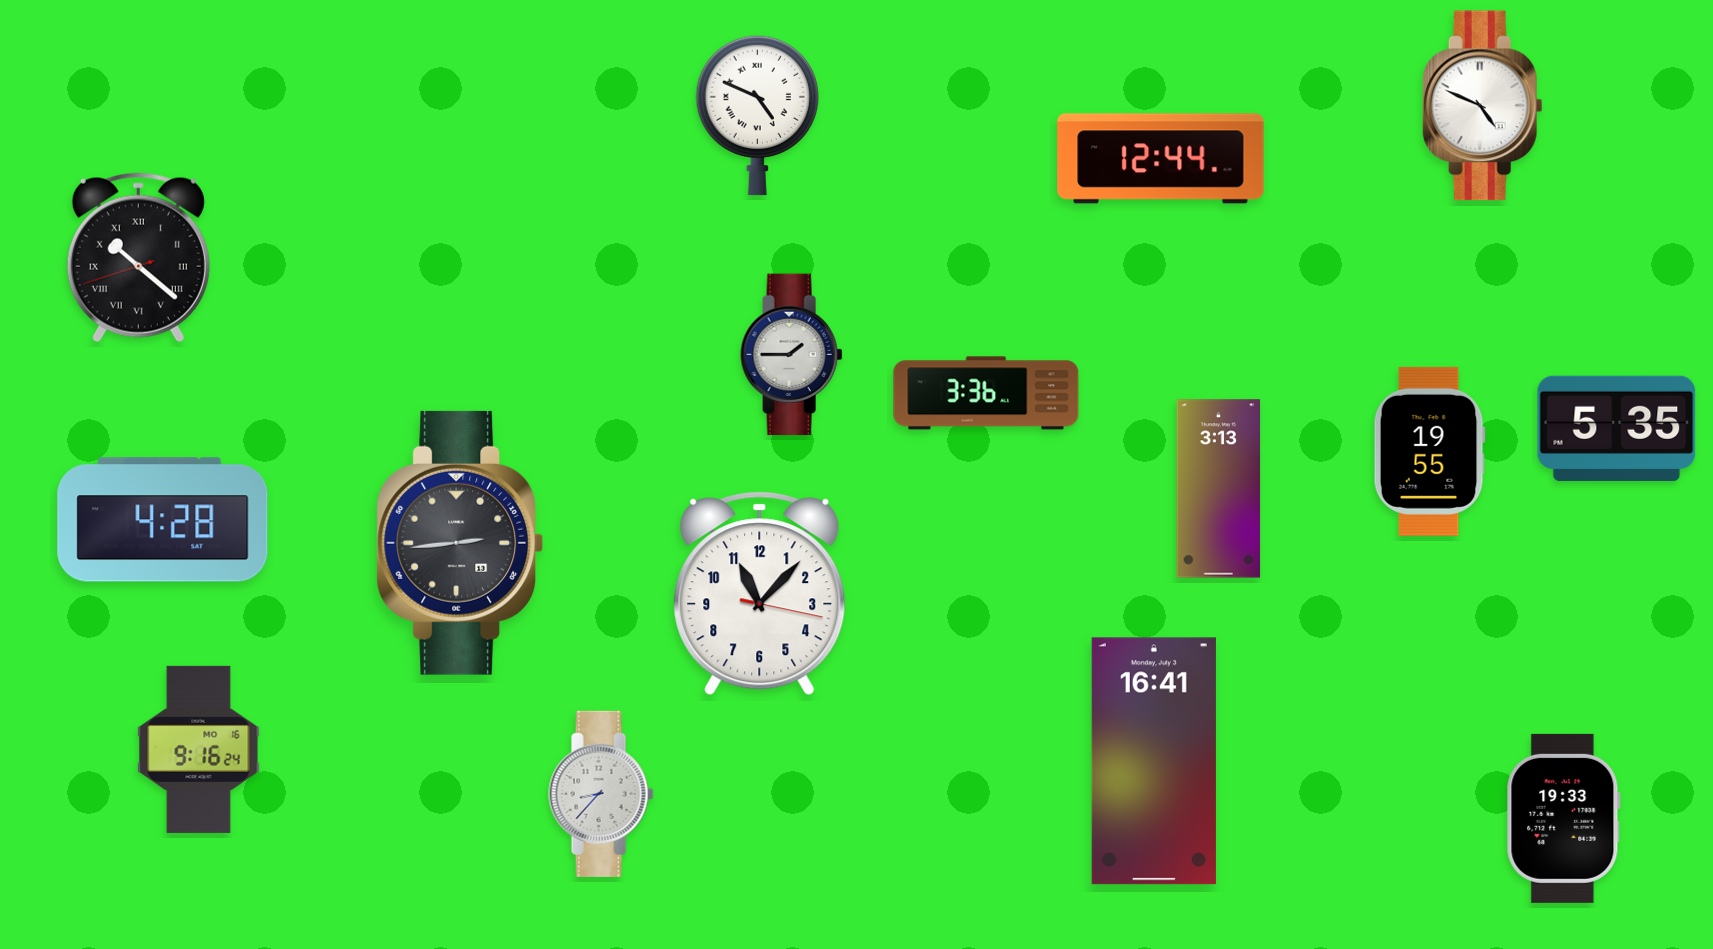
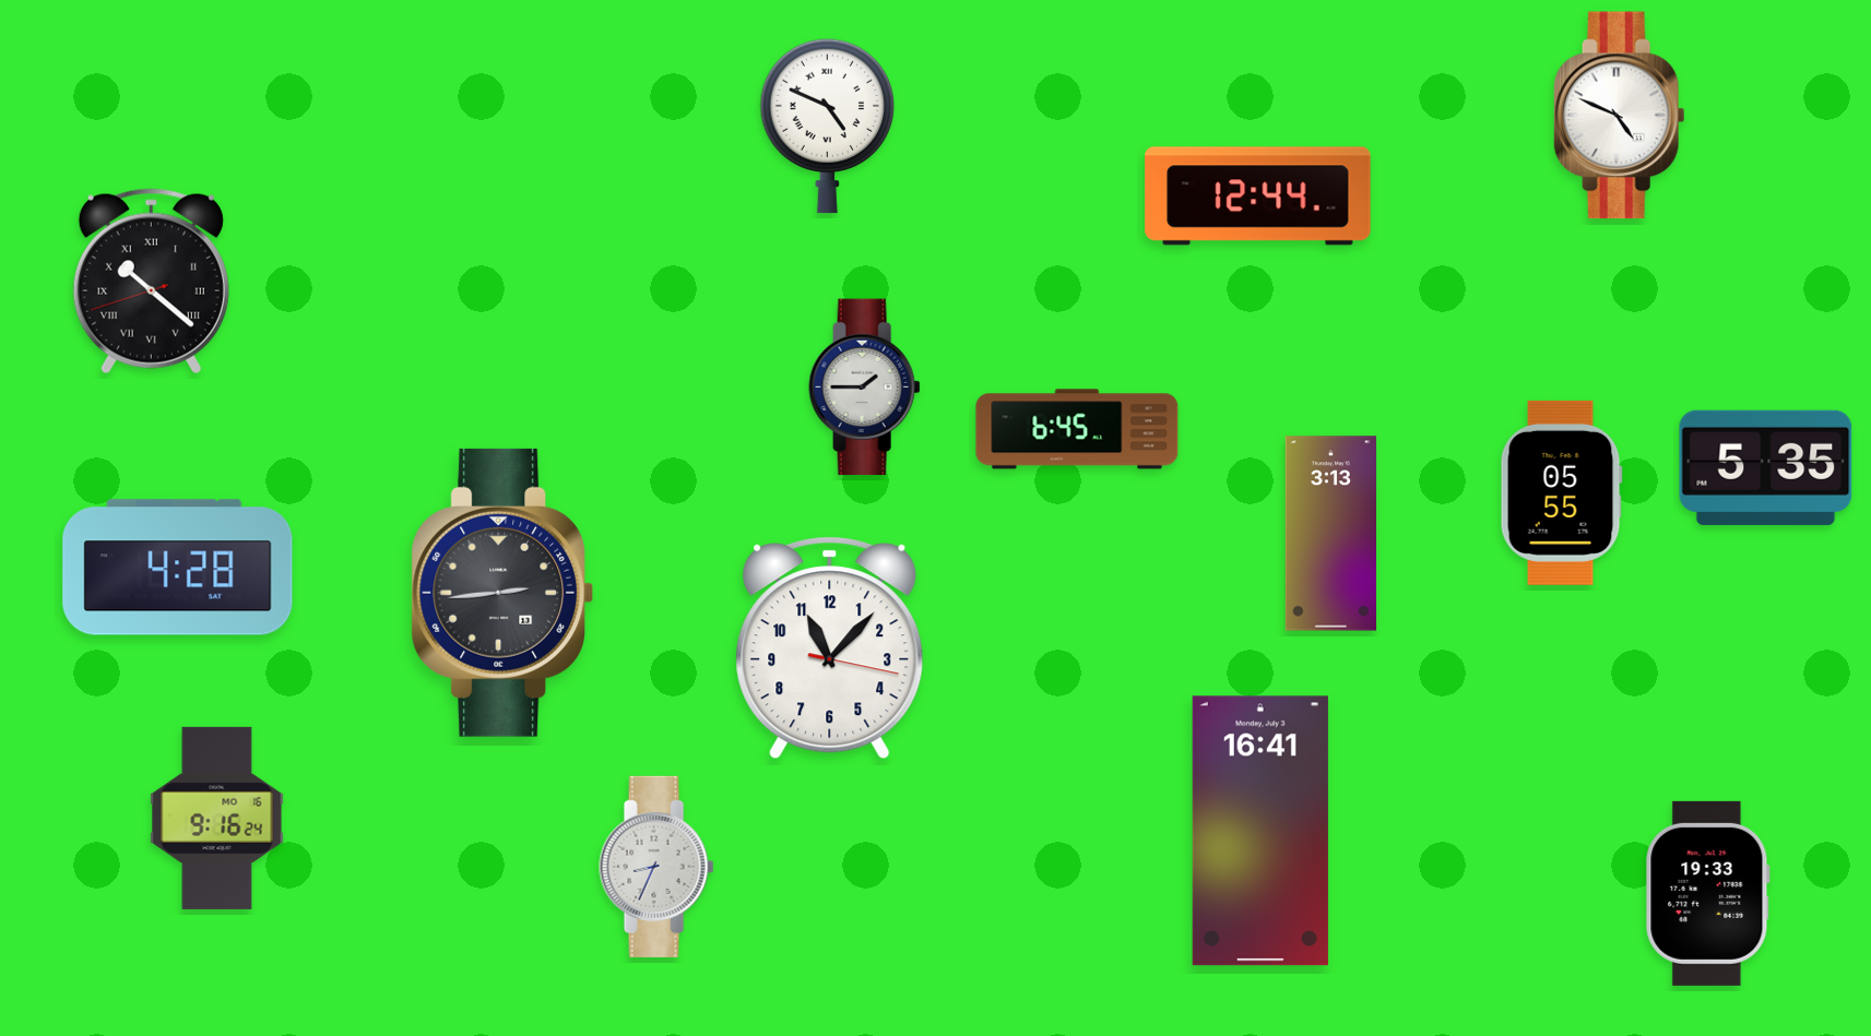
clock at (1161, 159) position: (1161, 159) -> (1258, 197)
clock at (986, 393): 3:36 -> 6:45
clock at (1429, 451): 19:55 -> 05:55
clock at (601, 794): 8:37 -> 8:34
